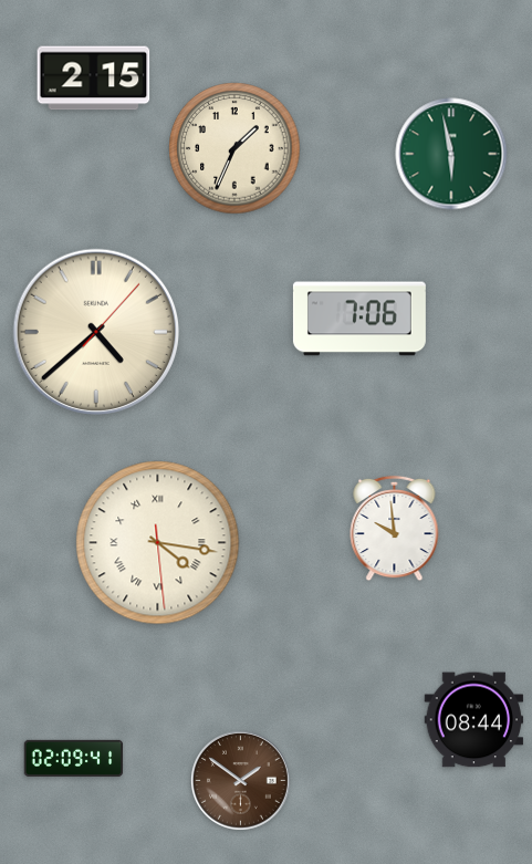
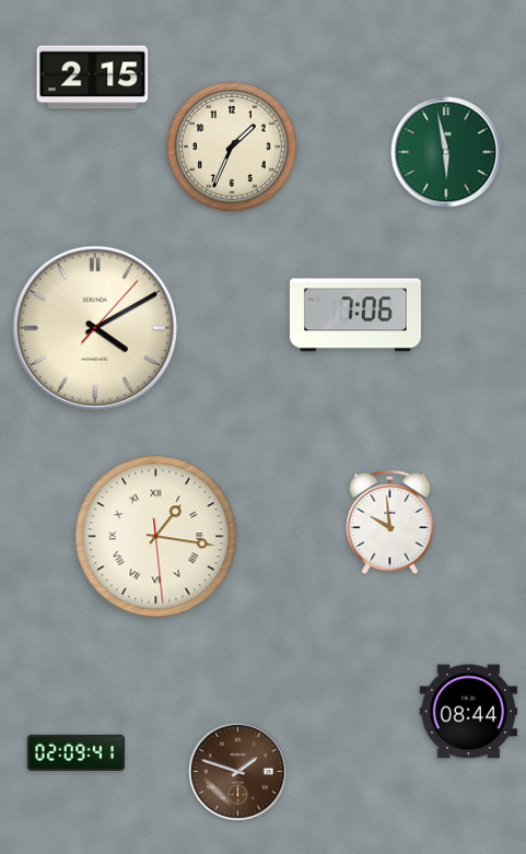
clock at (95, 331): 4:38 -> 4:10
clock at (158, 543): 4:16 -> 1:16
clock at (74, 758) position: (74, 758) -> (77, 752)
clock at (240, 780): 1:51 -> 1:48
